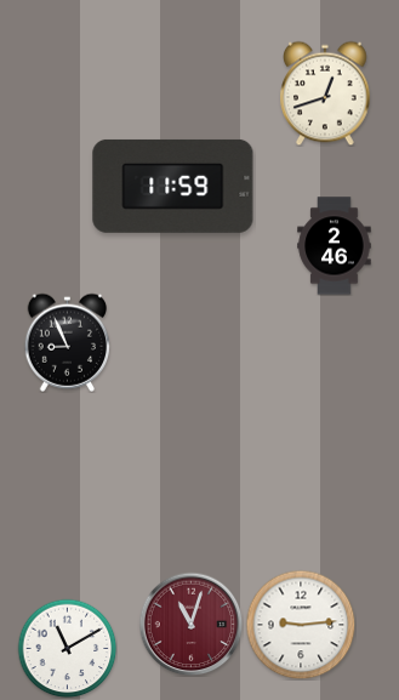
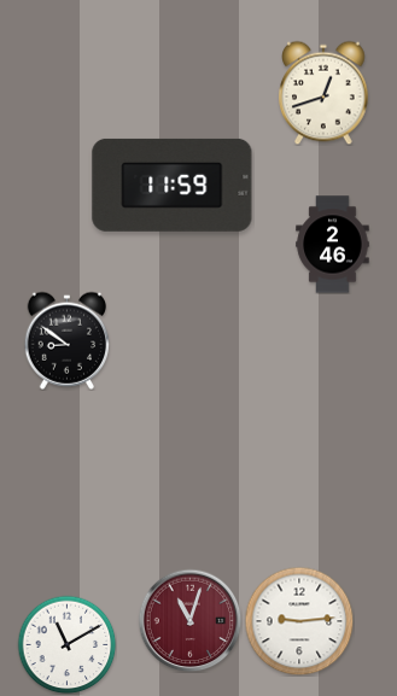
clock at (67, 342): 8:56 -> 8:51
